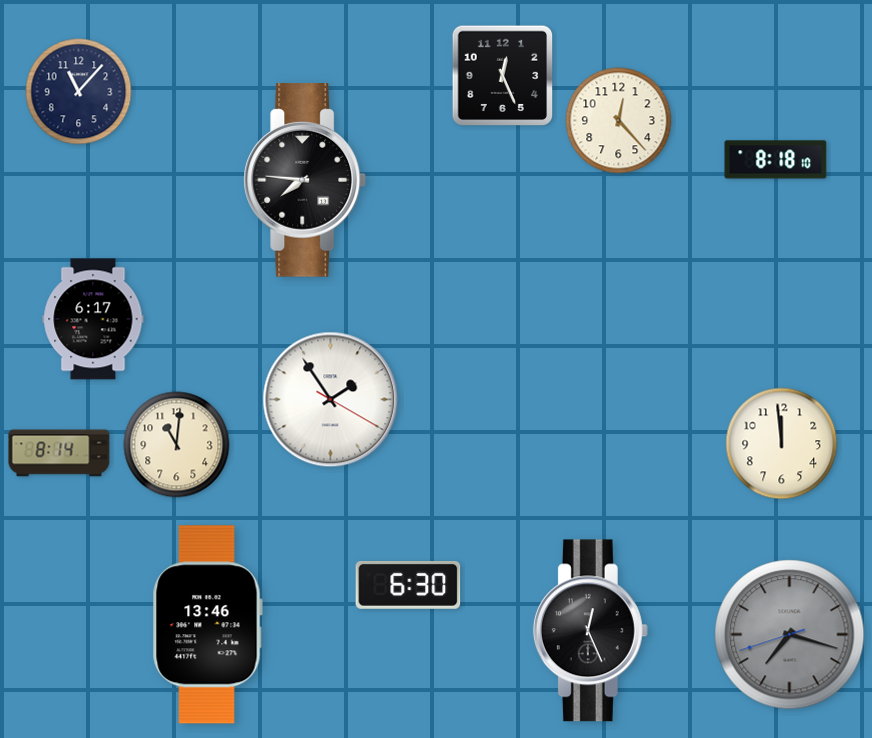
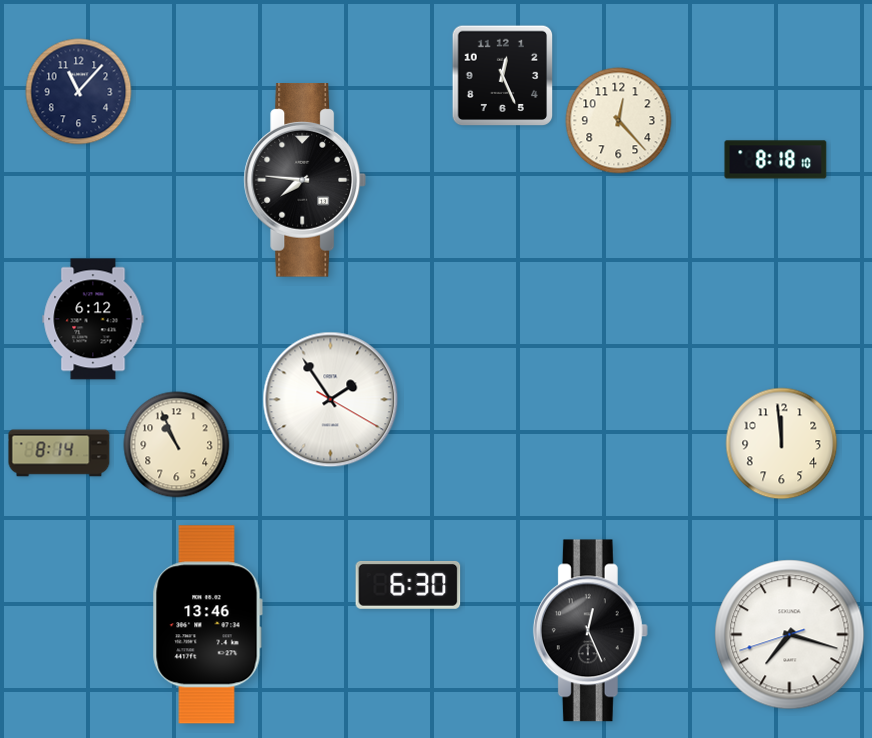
clock at (93, 319): 6:17 -> 6:12
clock at (177, 445): 11:01 -> 10:56
clock at (790, 635) dial: grey -> white
